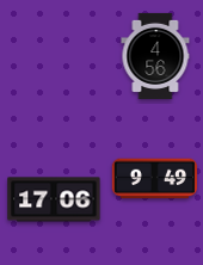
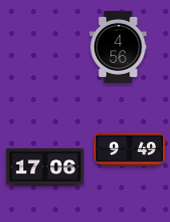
clock at (155, 56) position: (155, 56) -> (118, 47)
